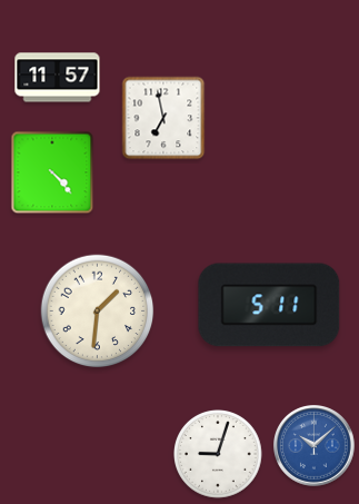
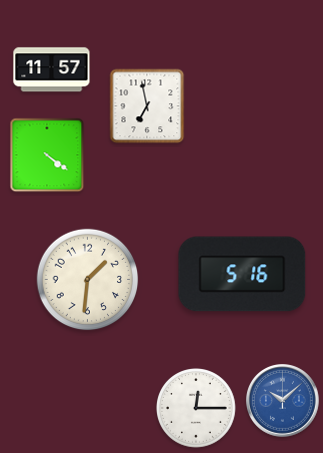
clock at (52, 172): 4:23 -> 4:21
clock at (269, 305): 5:11 -> 5:16
clock at (218, 454): 9:03 -> 12:15
